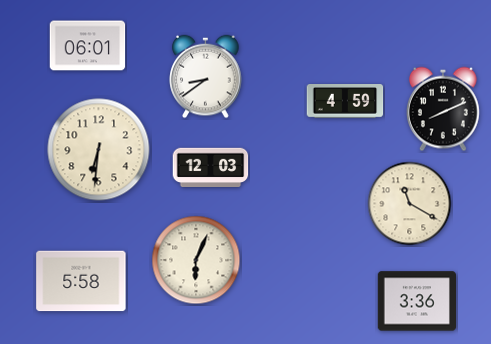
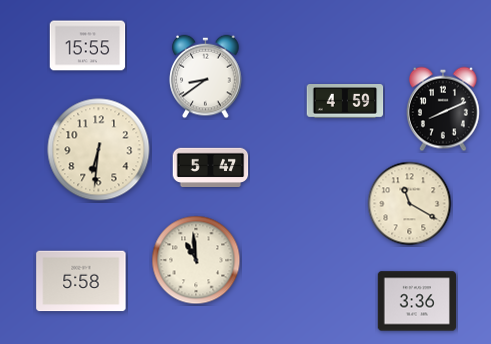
clock at (88, 46): 06:01 -> 15:55
clock at (211, 168): 12:03 -> 5:47
clock at (196, 260): 6:04 -> 10:59
